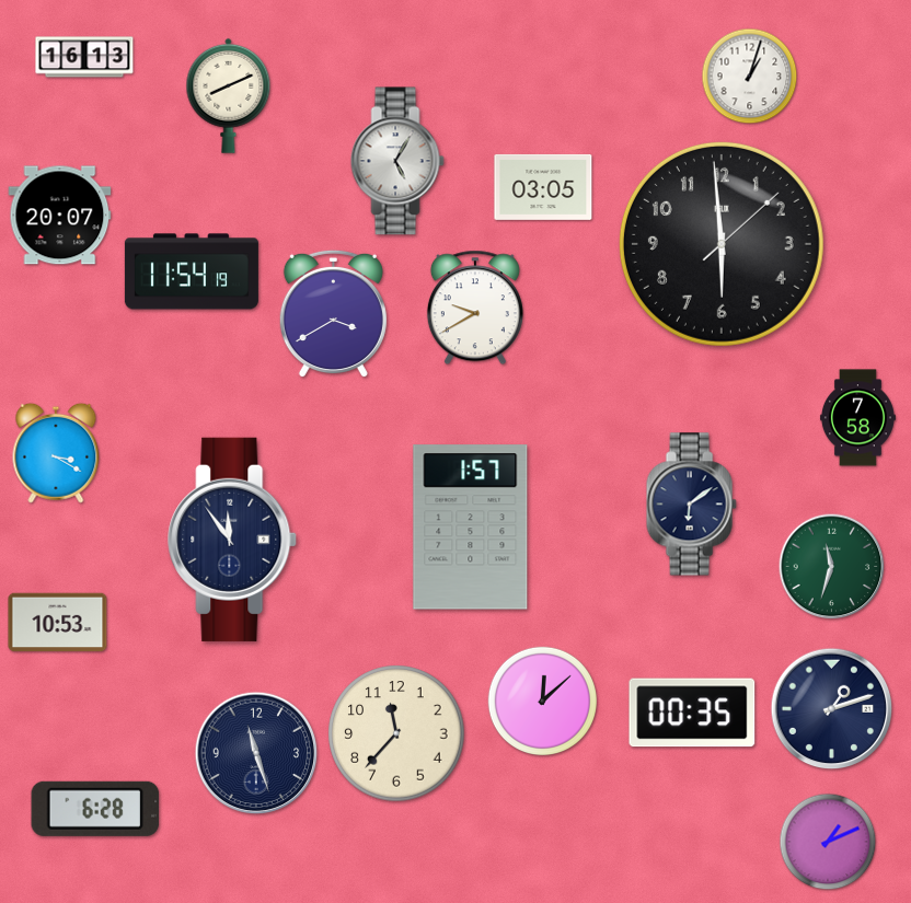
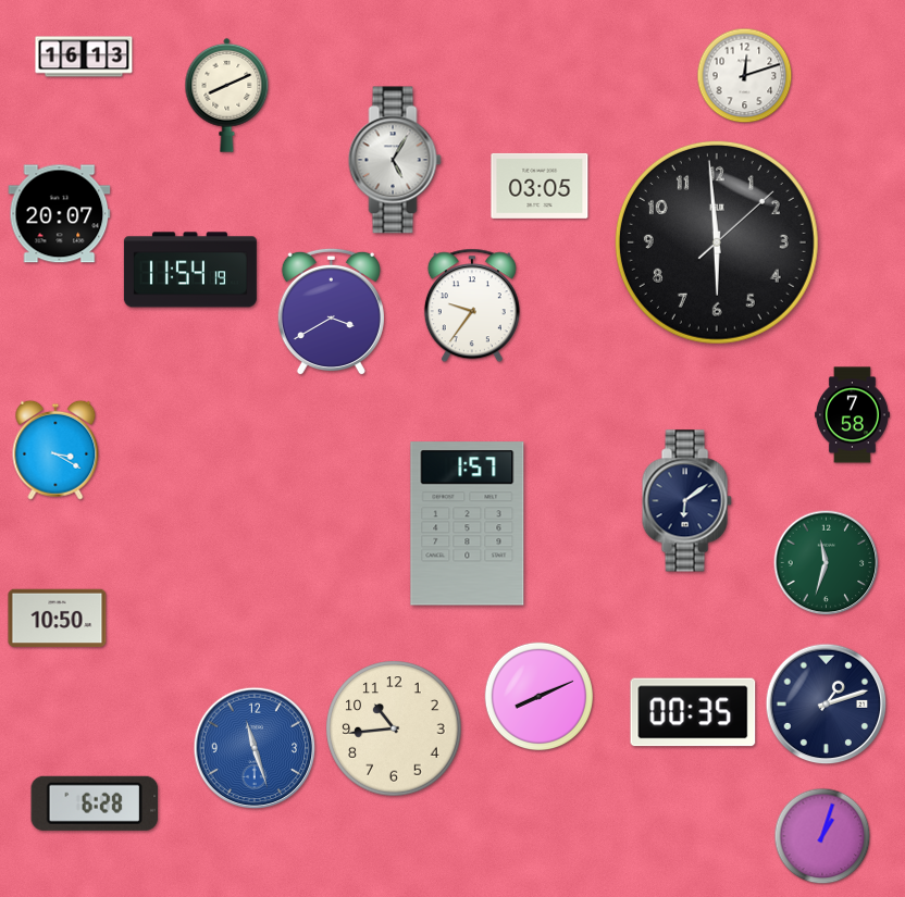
clock at (750, 77): 1:03 -> 12:12
clock at (475, 308): 9:40 -> 9:36
clock at (233, 540): 11:54 -> none
clock at (58, 623): 10:53 -> 10:50
clock at (542, 701): 12:08 -> 8:11
clock at (692, 713) position: (692, 713) -> (693, 712)
clock at (396, 733): 11:37 -> 10:44
clock at (256, 753) dial: navy -> blue
clock at (828, 842): 1:11 -> 1:03
